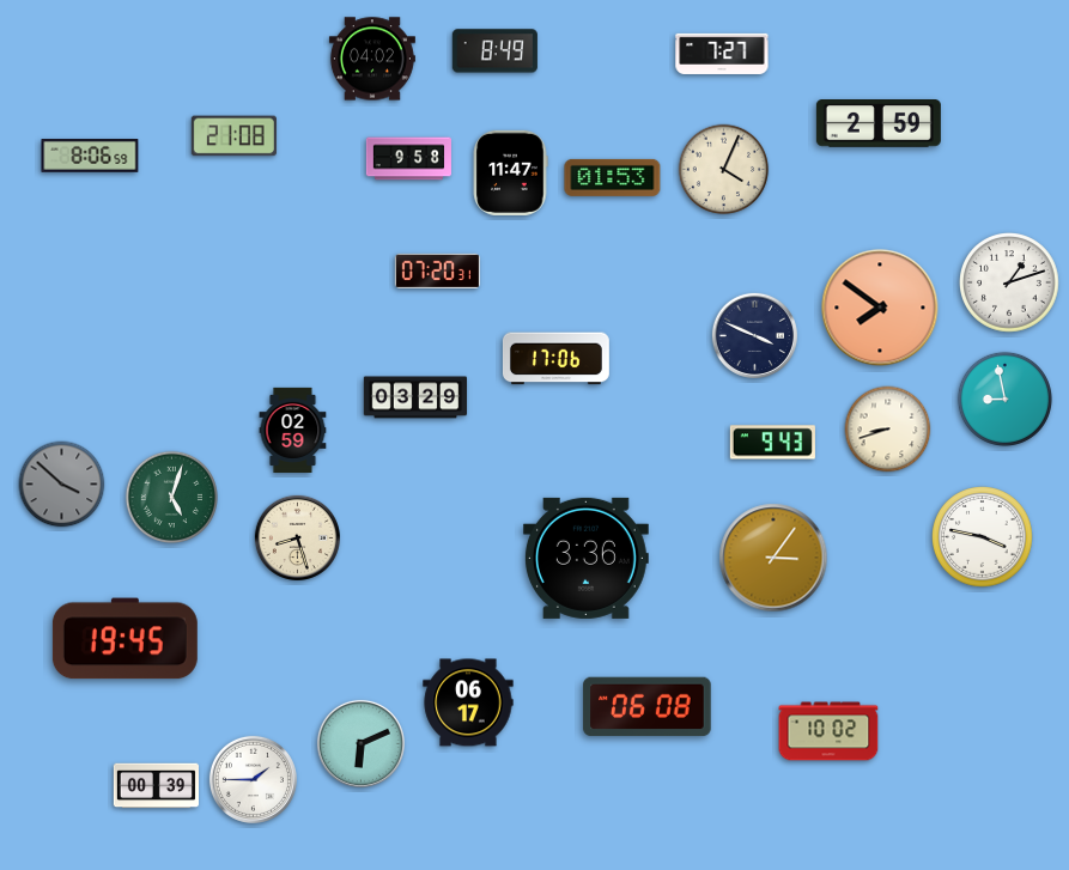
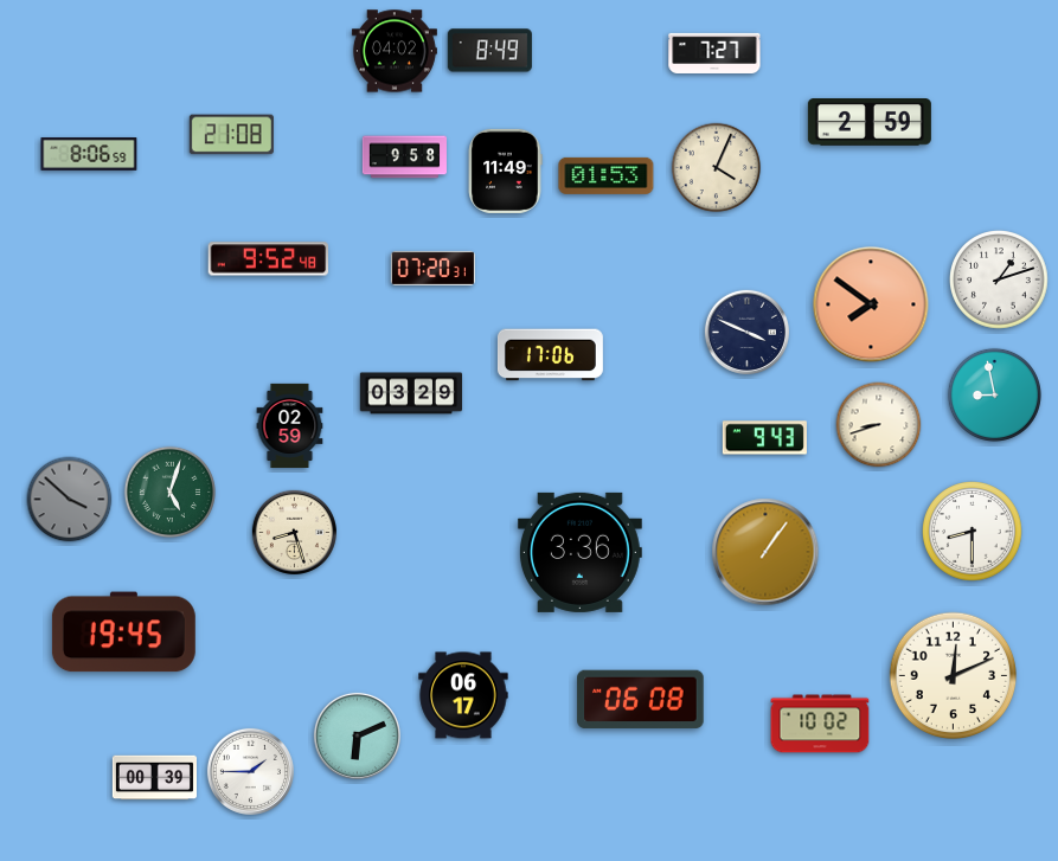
clock at (372, 59) position: (372, 59) -> (395, 51)
clock at (510, 172): 11:47 -> 11:49
clock at (269, 259): none -> 9:52
clock at (62, 485) position: (62, 485) -> (70, 500)
clock at (983, 537): 3:47 -> 8:30
clock at (773, 558): 3:06 -> 1:06
clock at (954, 676): none -> 12:11
